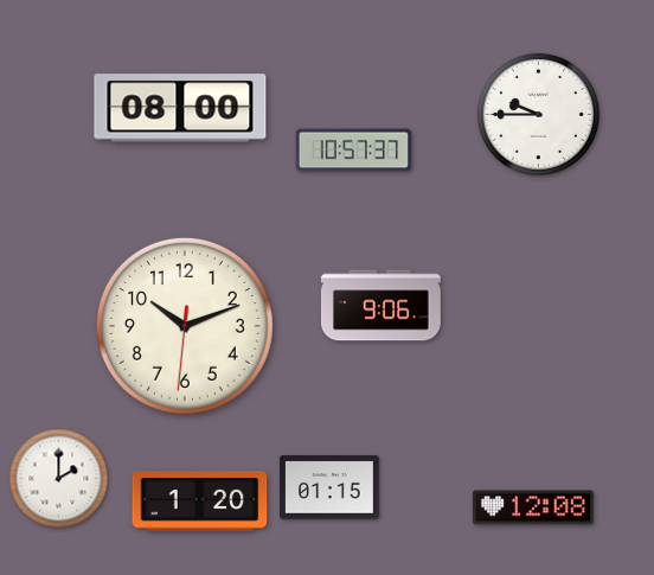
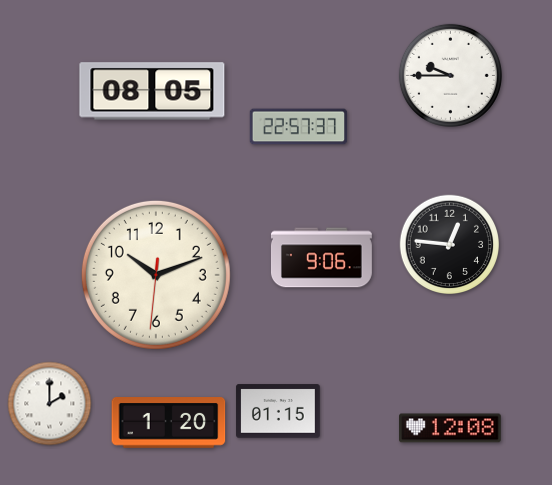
clock at (180, 108): 08:00 -> 08:05
clock at (538, 114) position: (538, 114) -> (450, 75)
clock at (354, 151): 10:57 -> 22:57
clock at (449, 244): none -> 12:46
